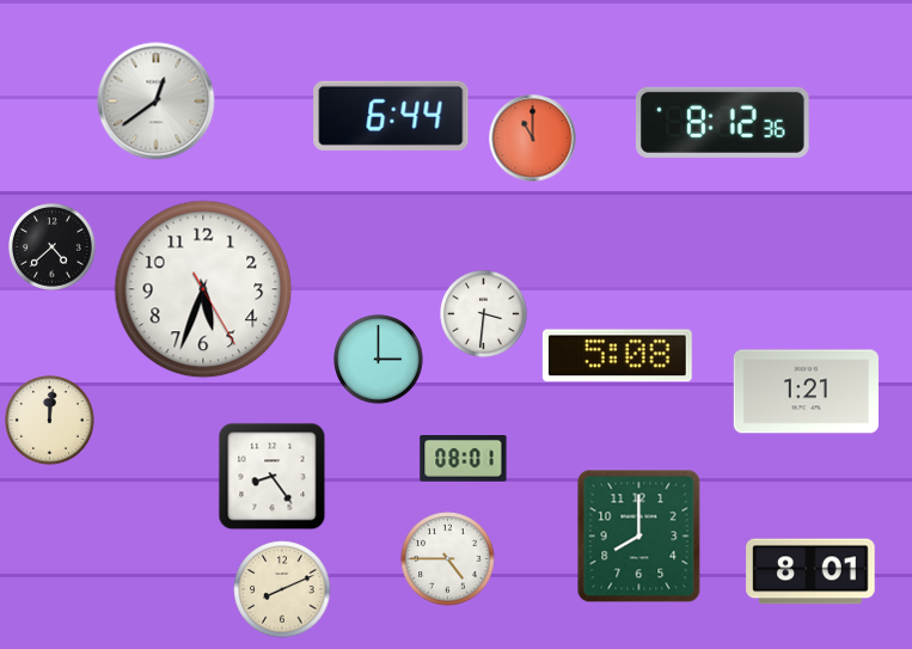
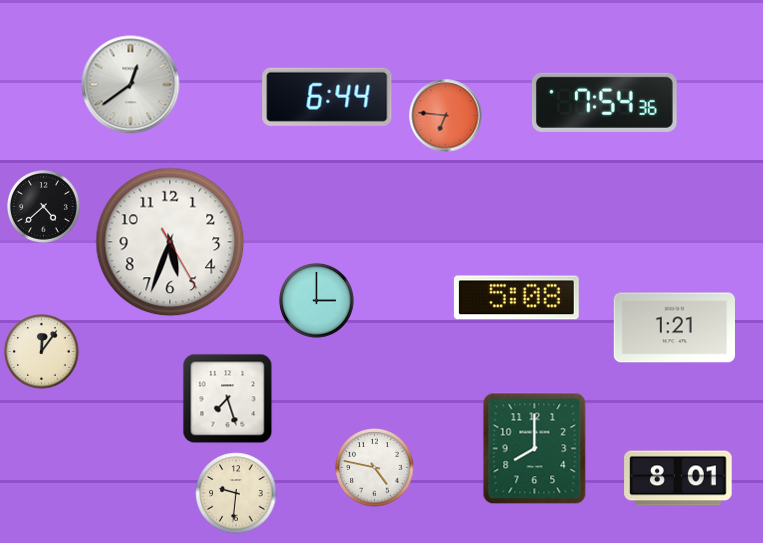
clock at (722, 122): 8:12 -> 7:54
clock at (533, 139): 11:00 -> 6:46
clock at (484, 314): 3:31 -> none
clock at (50, 421): 12:01 -> 12:06
clock at (464, 459): 08:01 -> none
clock at (273, 477): 8:24 -> 7:27
clock at (448, 559): 4:45 -> 4:47
clock at (282, 589): 8:11 -> 9:31
